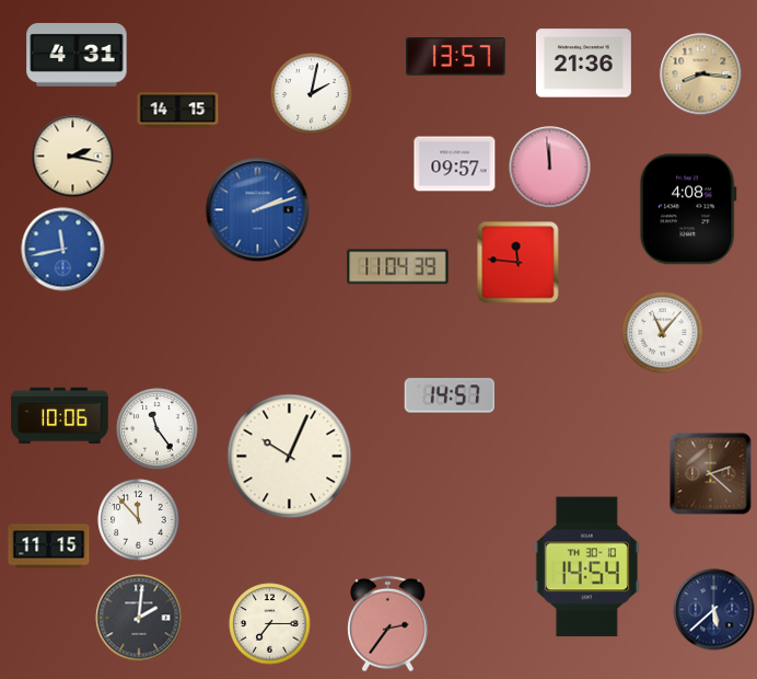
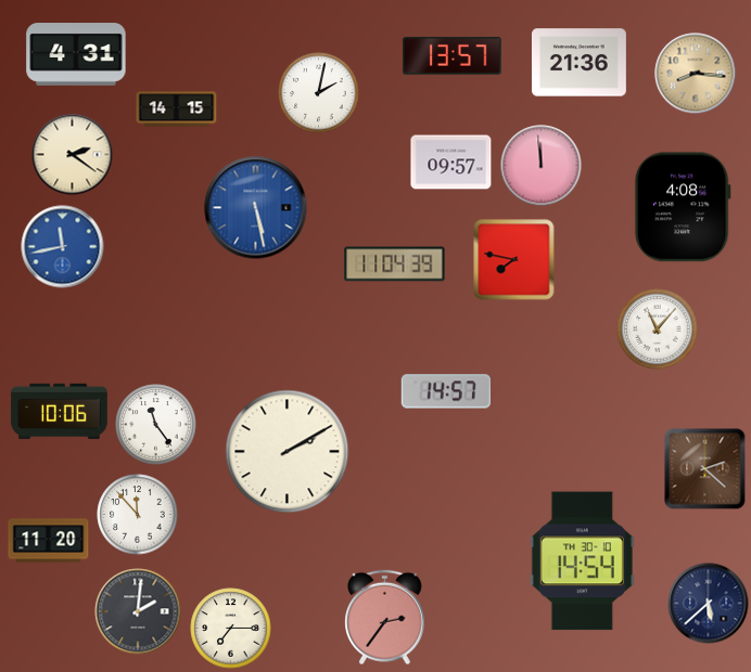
clock at (312, 94) position: (312, 94) -> (319, 93)
clock at (73, 157): 2:17 -> 2:21
clock at (550, 168) position: (550, 168) -> (542, 166)
clock at (258, 210): 2:12 -> 5:28
clock at (519, 263): 11:46 -> 7:47
clock at (290, 457): 10:04 -> 2:10
clock at (49, 546): 11:15 -> 11:20
clock at (270, 624) position: (270, 624) -> (231, 629)
